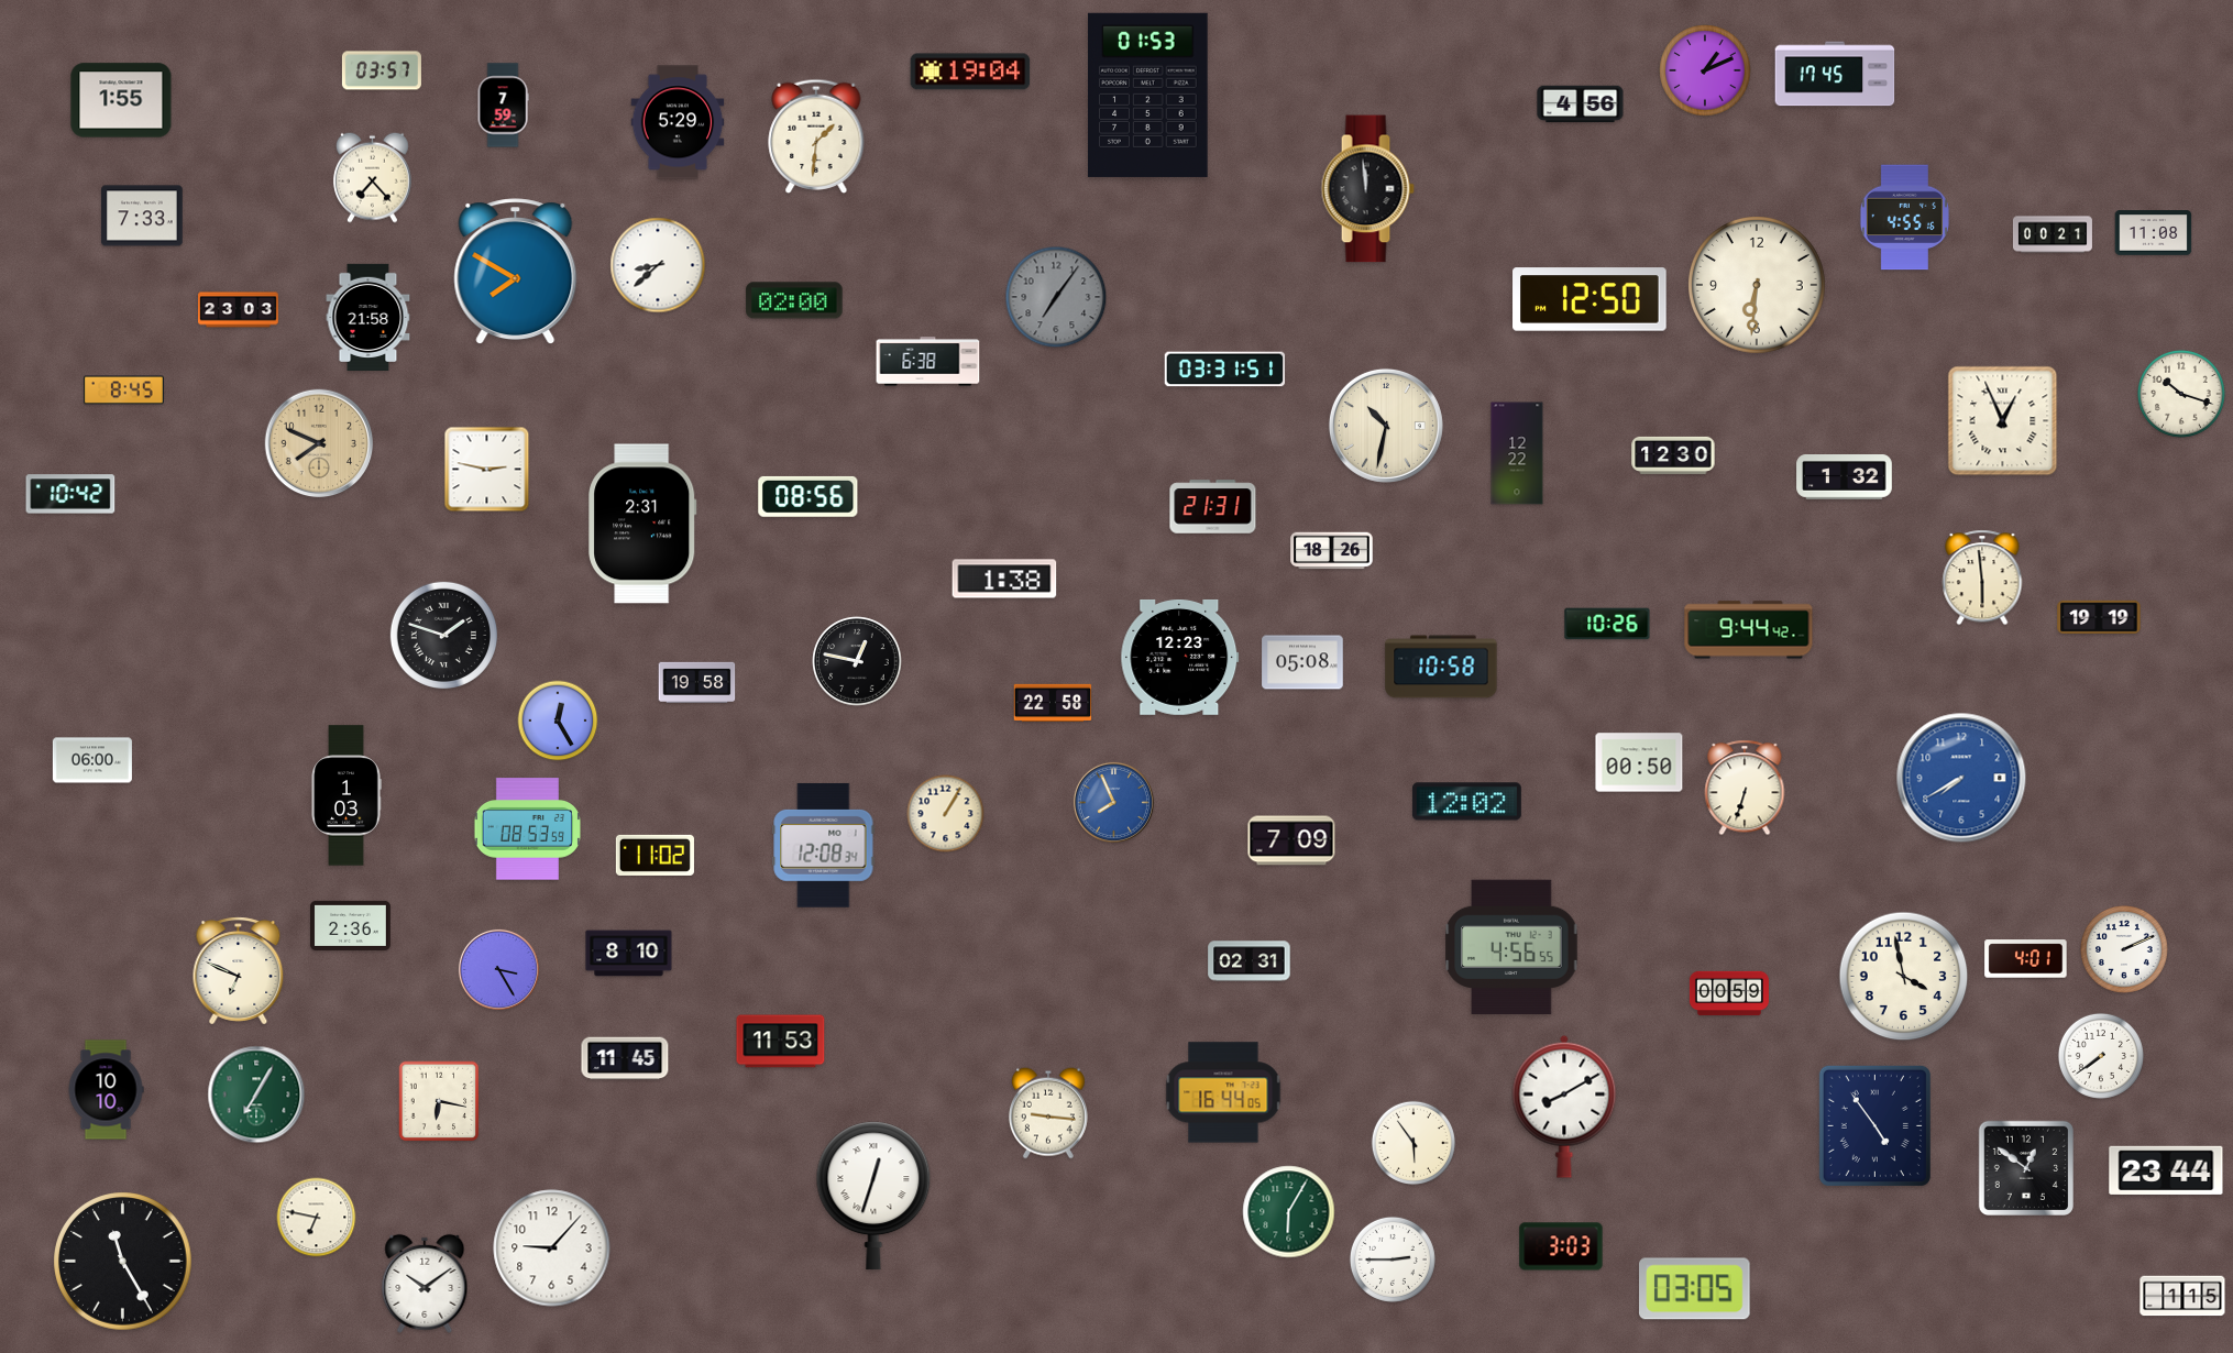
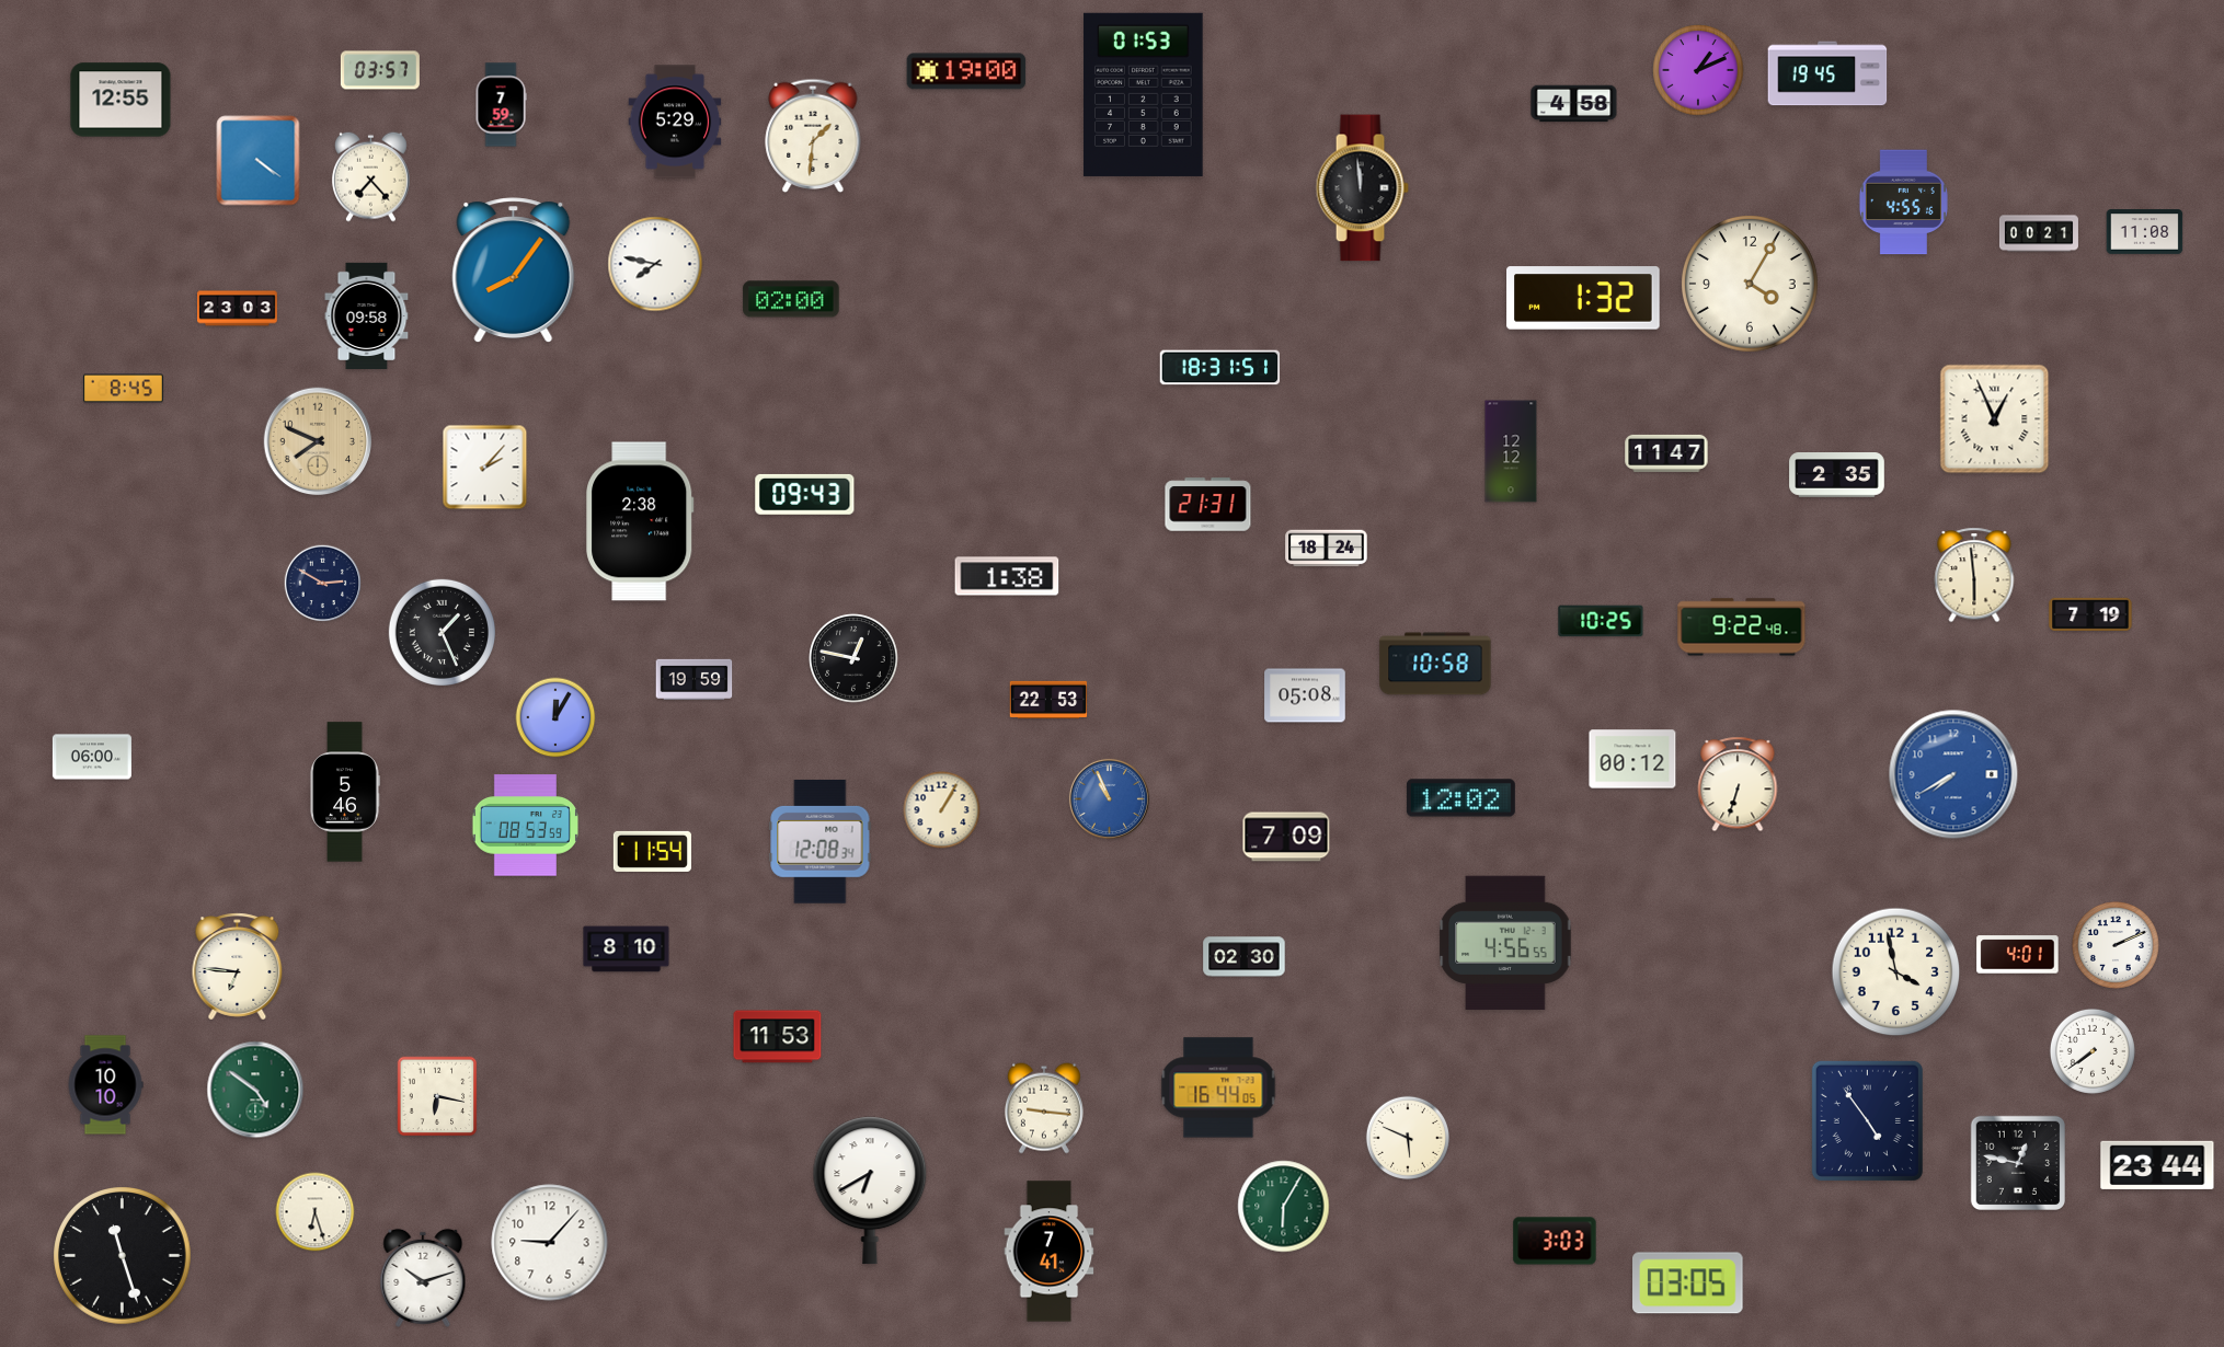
clock at (970, 71): 19:04 -> 19:00
clock at (1835, 74): 17:45 -> 19:45
clock at (121, 100): 1:55 -> 12:55
clock at (1581, 105): 4:56 -> 4:58
clock at (259, 161): none -> 4:21
clock at (142, 216): 7:33 -> none
clock at (1904, 218) position: (1904, 218) -> (1903, 203)
clock at (2053, 234) position: (2053, 234) -> (2039, 233)
clock at (658, 265): 8:38 -> 7:47
clock at (516, 272): 7:50 -> 8:06
clock at (1758, 286): 6:31 -> 4:05
clock at (1056, 297): 7:06 -> none
clock at (1590, 299): 12:50 -> 1:32
clock at (369, 317): 21:58 -> 09:58
clock at (928, 362): 6:38 -> none
clock at (1225, 370): 03:31 -> 18:31
clock at (2182, 395): 10:18 -> none
clock at (1386, 426): 10:32 -> none
clock at (1517, 453): 12:22 -> 12:12
clock at (1673, 455): 12:30 -> 11:47
clock at (487, 470): 2:47 -> 2:07
clock at (1845, 477): 1:32 -> 2:35
clock at (70, 494): 10:42 -> none
clock at (809, 496): 08:56 -> 09:43
clock at (642, 524): 2:31 -> 2:38
clock at (1332, 551): 18:26 -> 18:24
clock at (1004, 579) position: (1004, 579) -> (1007, 576)
clock at (323, 584): none -> 2:50
clock at (2099, 617): 19:19 -> 7:19
clock at (1607, 624): 10:26 -> 10:25
clock at (1749, 630): 9:44 -> 9:22
clock at (443, 635): 1:48 -> 1:26
clock at (1180, 657): 12:23 -> none
clock at (1302, 662) position: (1302, 662) -> (1305, 695)
clock at (697, 682): 19:58 -> 19:59
clock at (1053, 703): 22:58 -> 22:53
clock at (558, 721): 12:25 -> 12:05
clock at (1639, 762): 00:50 -> 00:12
clock at (346, 795): 1:03 -> 5:46
clock at (1113, 802): 7:56 -> 10:56
clock at (654, 855): 11:02 -> 11:54
clock at (351, 925): 2:36 -> none
clock at (1250, 961): 02:31 -> 02:30
clock at (498, 969): 3:25 -> none
clock at (239, 971): 6:49 -> 6:46
clock at (1729, 993): 00:59 -> none
clock at (625, 1058): 11:45 -> none
clock at (256, 1094): 7:05 -> 4:51
clock at (1564, 1107): 8:10 -> none
clock at (1412, 1142): 5:54 -> 5:49
clock at (2025, 1167): 12:51 -> 12:47
clock at (873, 1196): 12:33 -> 6:40
clock at (317, 1218): 6:47 -> 6:27
clock at (1050, 1252): none -> 7:41
clock at (1393, 1259): 2:45 -> none
clock at (123, 1262): 11:25 -> 11:27
clock at (425, 1284): 10:09 -> 10:12
clock at (2182, 1296): 1:15 -> none
